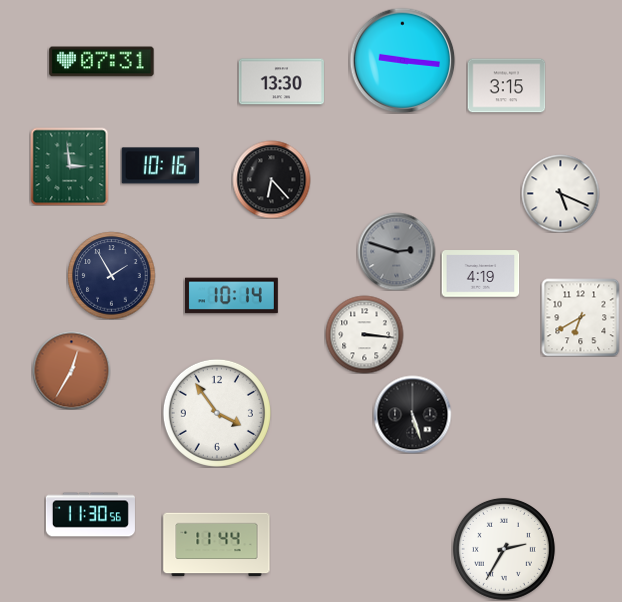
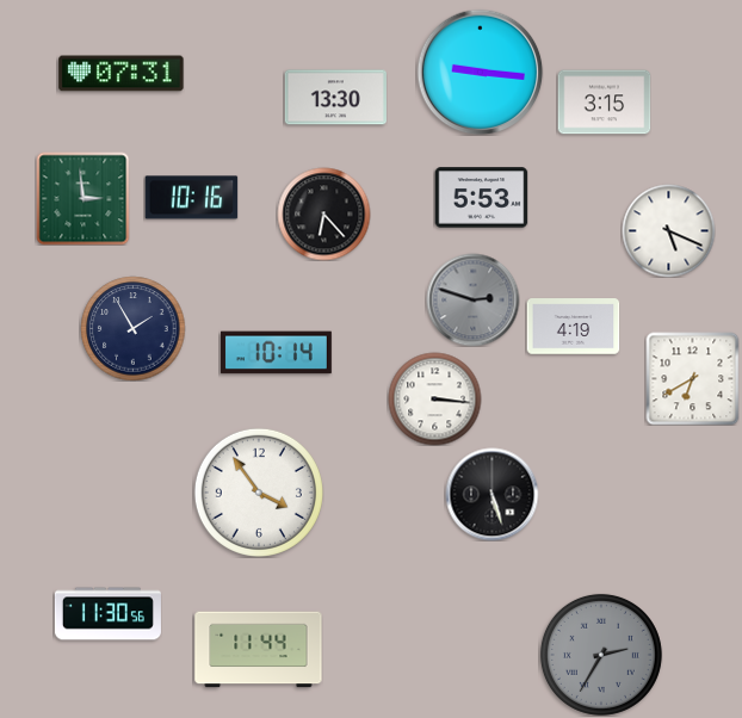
clock at (481, 198): none -> 5:53
clock at (71, 370): 12:35 -> none
clock at (504, 549) dial: white -> grey
